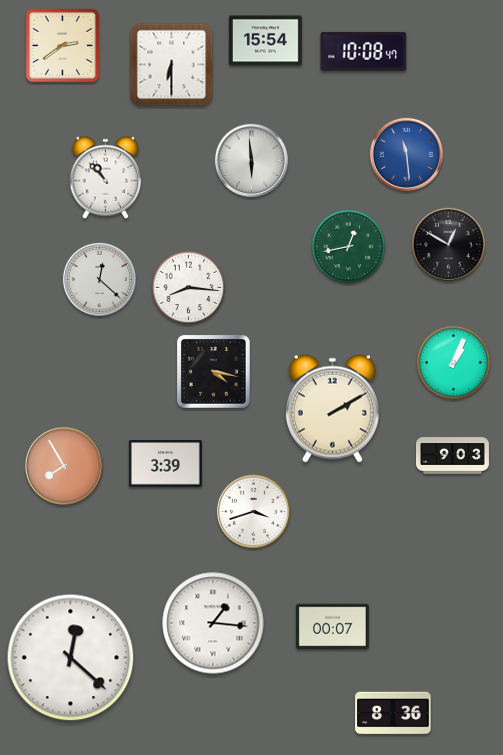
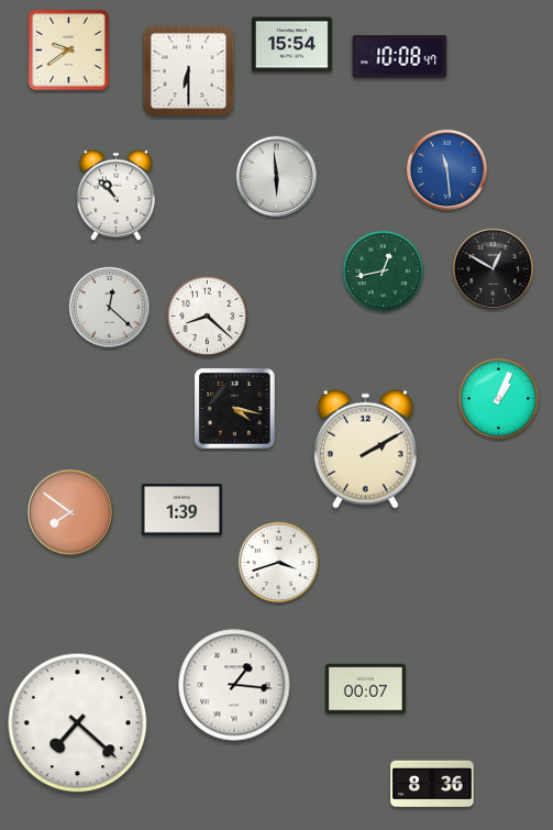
clock at (62, 45): 2:39 -> 9:39
clock at (189, 288): 8:16 -> 8:22
clock at (452, 456): 9:03 -> none
clock at (165, 464): 3:39 -> 1:39
clock at (64, 466): 7:55 -> 7:51
clock at (71, 658): 12:22 -> 7:22
